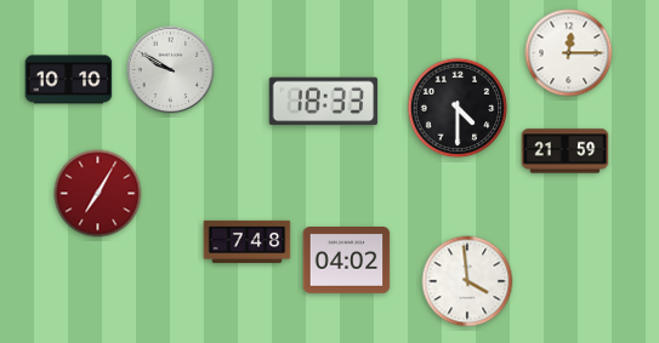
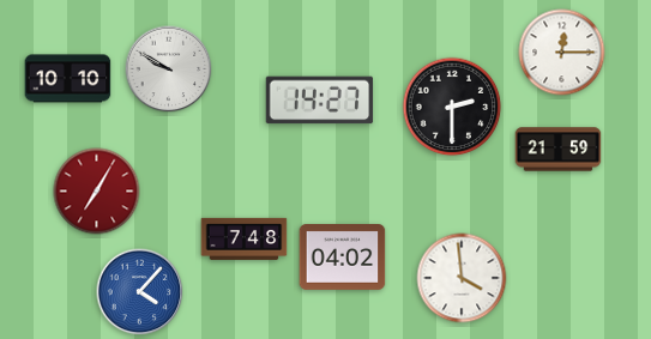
clock at (324, 102): 18:33 -> 14:27
clock at (458, 108): 4:30 -> 2:30
clock at (140, 292): none -> 4:07
